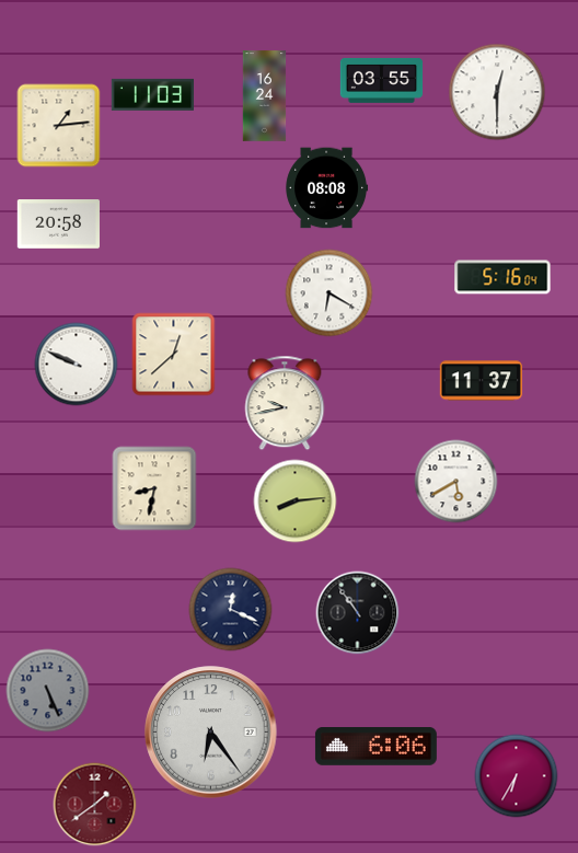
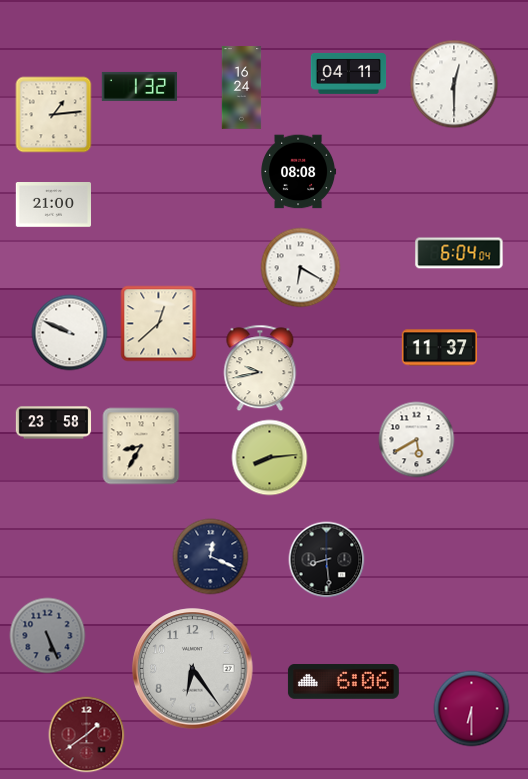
clock at (382, 80): 03:55 -> 04:11
clock at (152, 94): 11:03 -> 1:32
clock at (58, 224): 20:58 -> 21:00
clock at (502, 277): 5:16 -> 6:04
clock at (54, 423): none -> 23:58
clock at (154, 488): 8:32 -> 8:35
clock at (358, 613): 10:54 -> 8:29
clock at (48, 691) position: (48, 691) -> (48, 636)
clock at (517, 776): 6:35 -> 6:30
